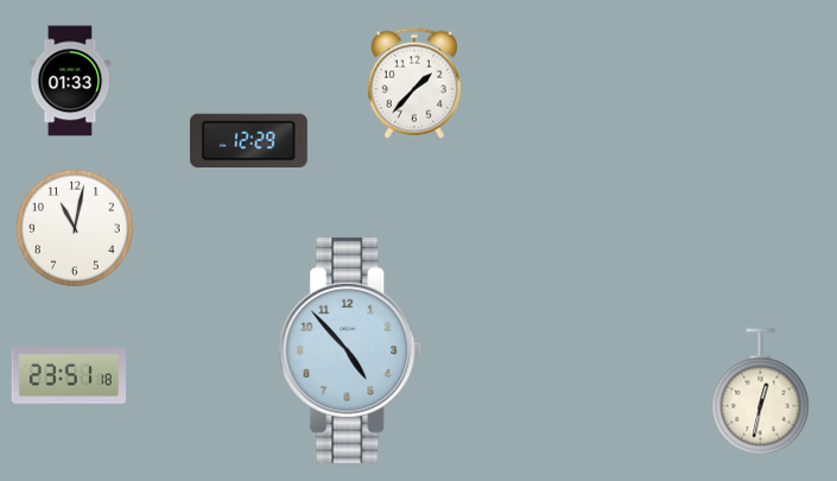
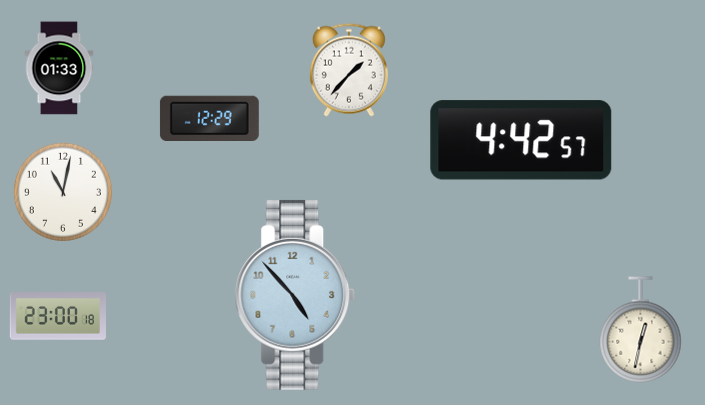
clock at (521, 140): none -> 4:42
clock at (68, 376): 23:51 -> 23:00
